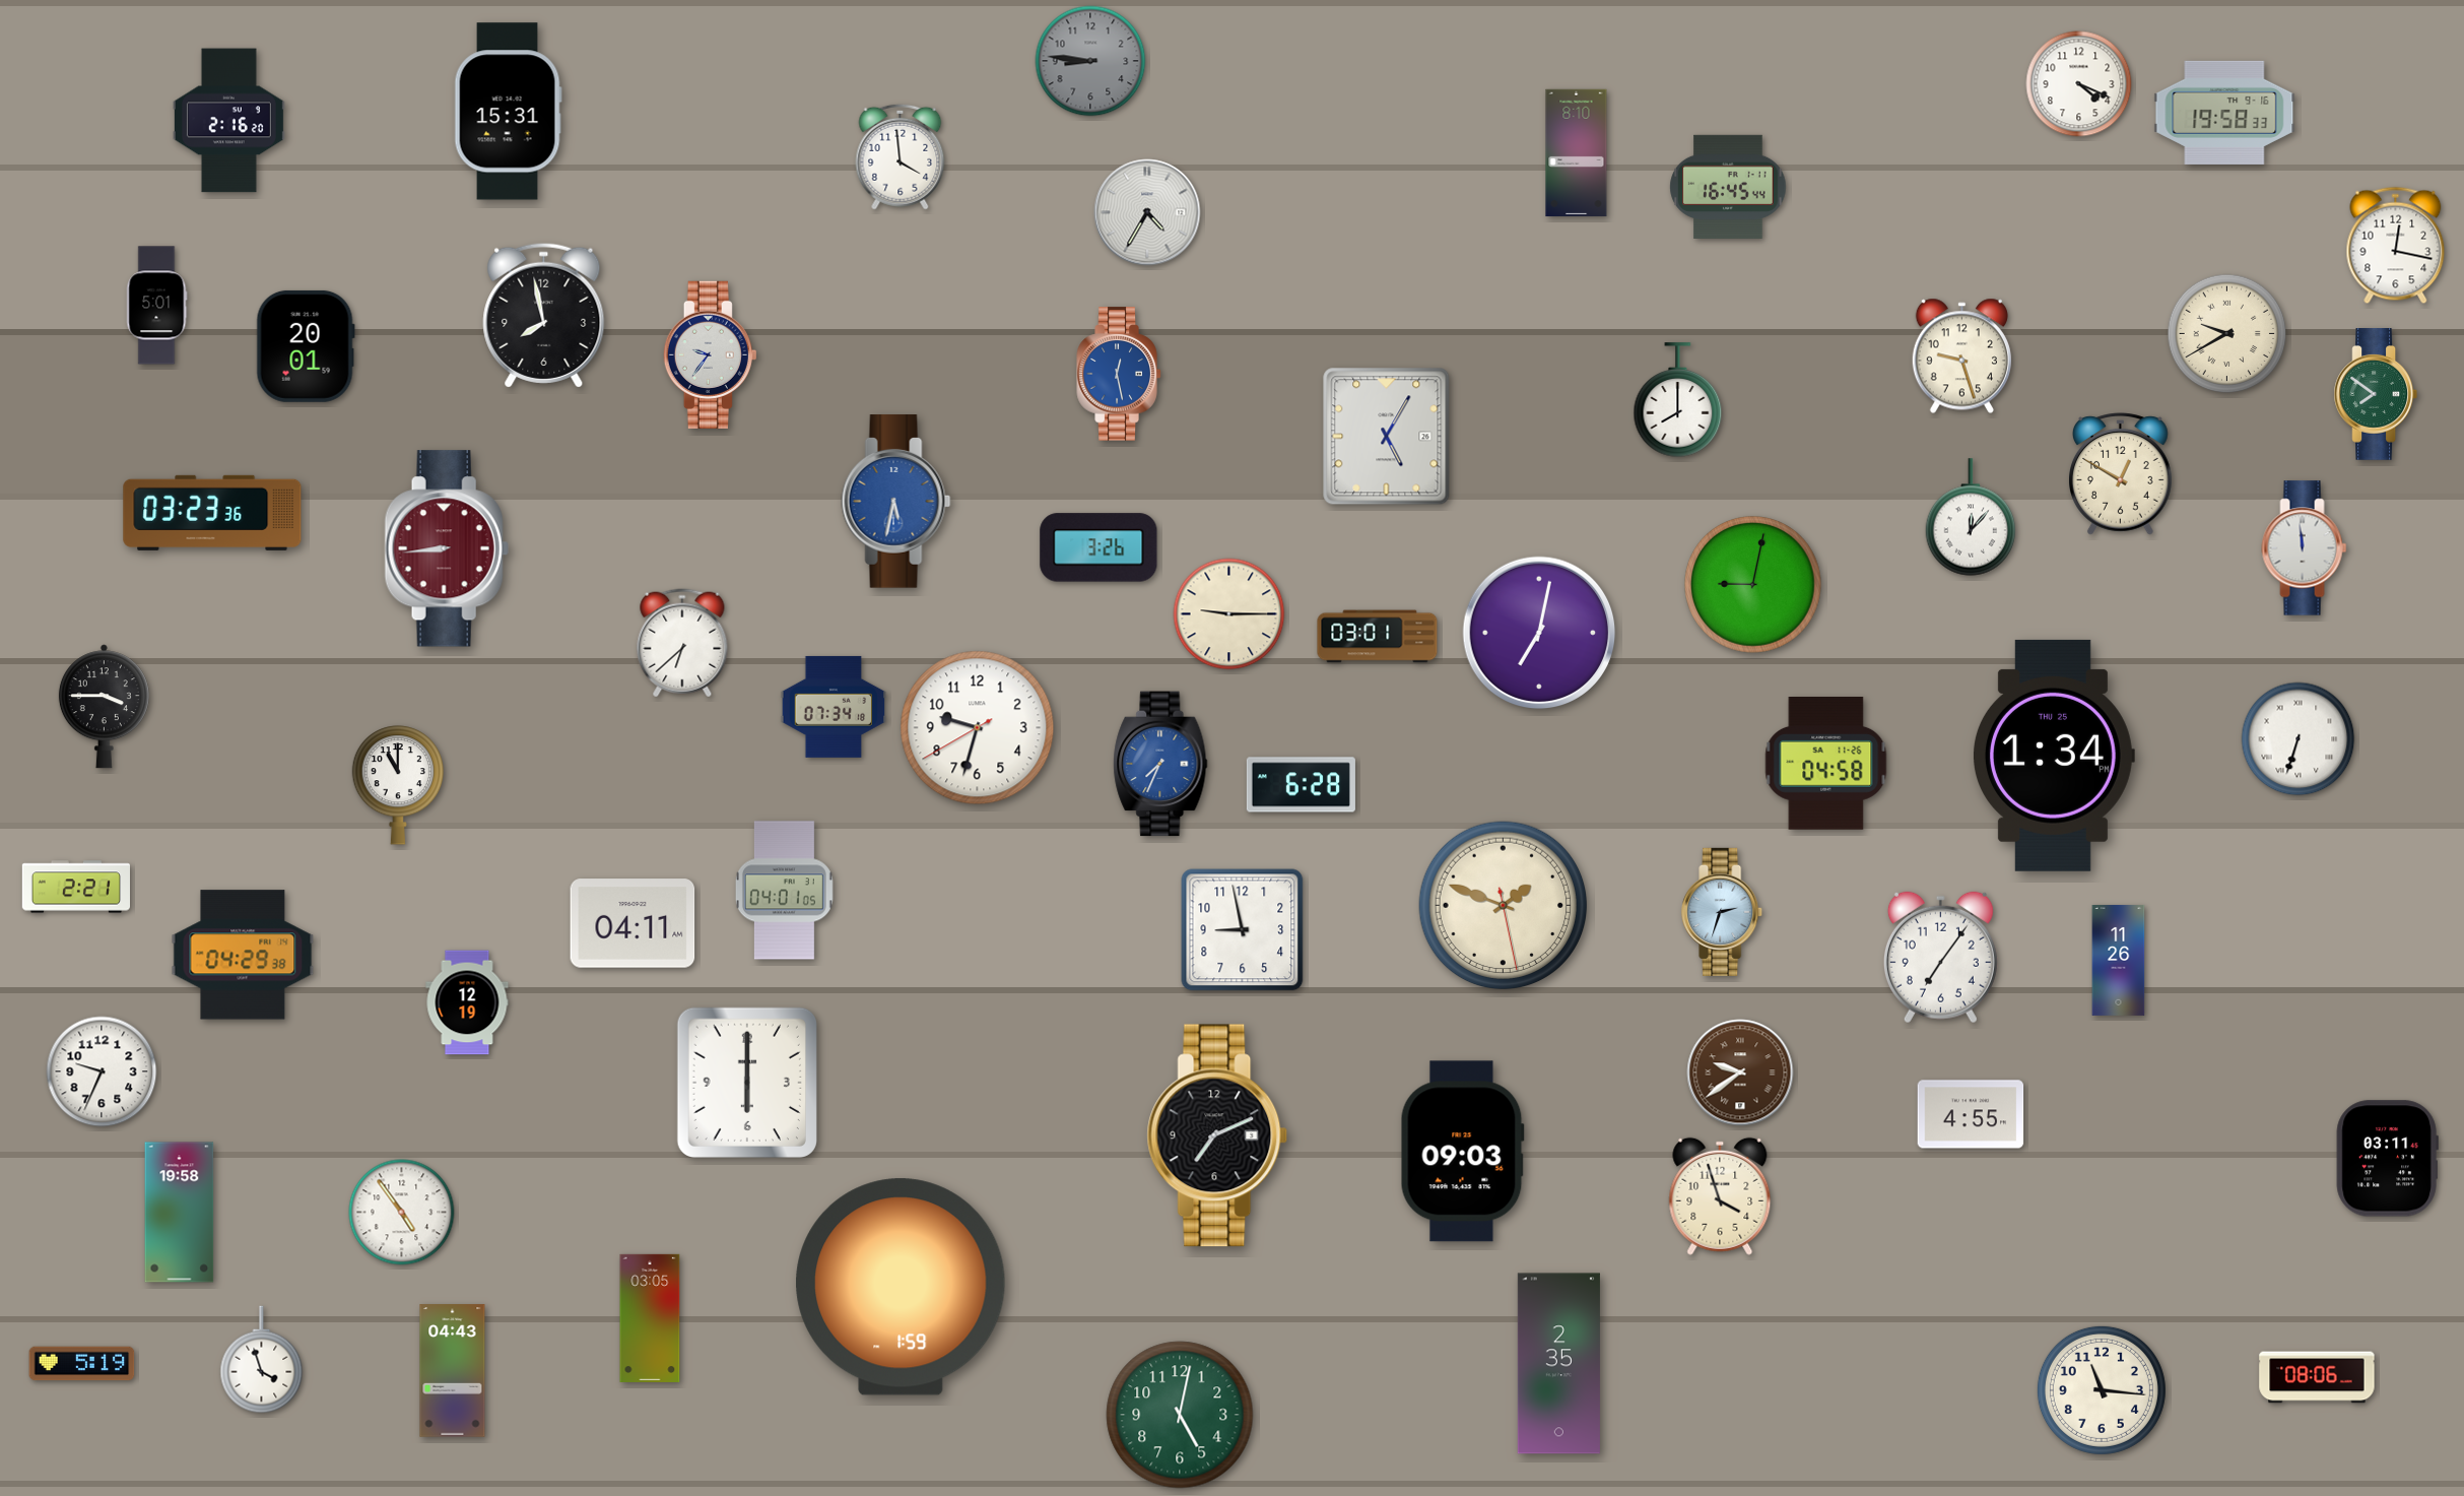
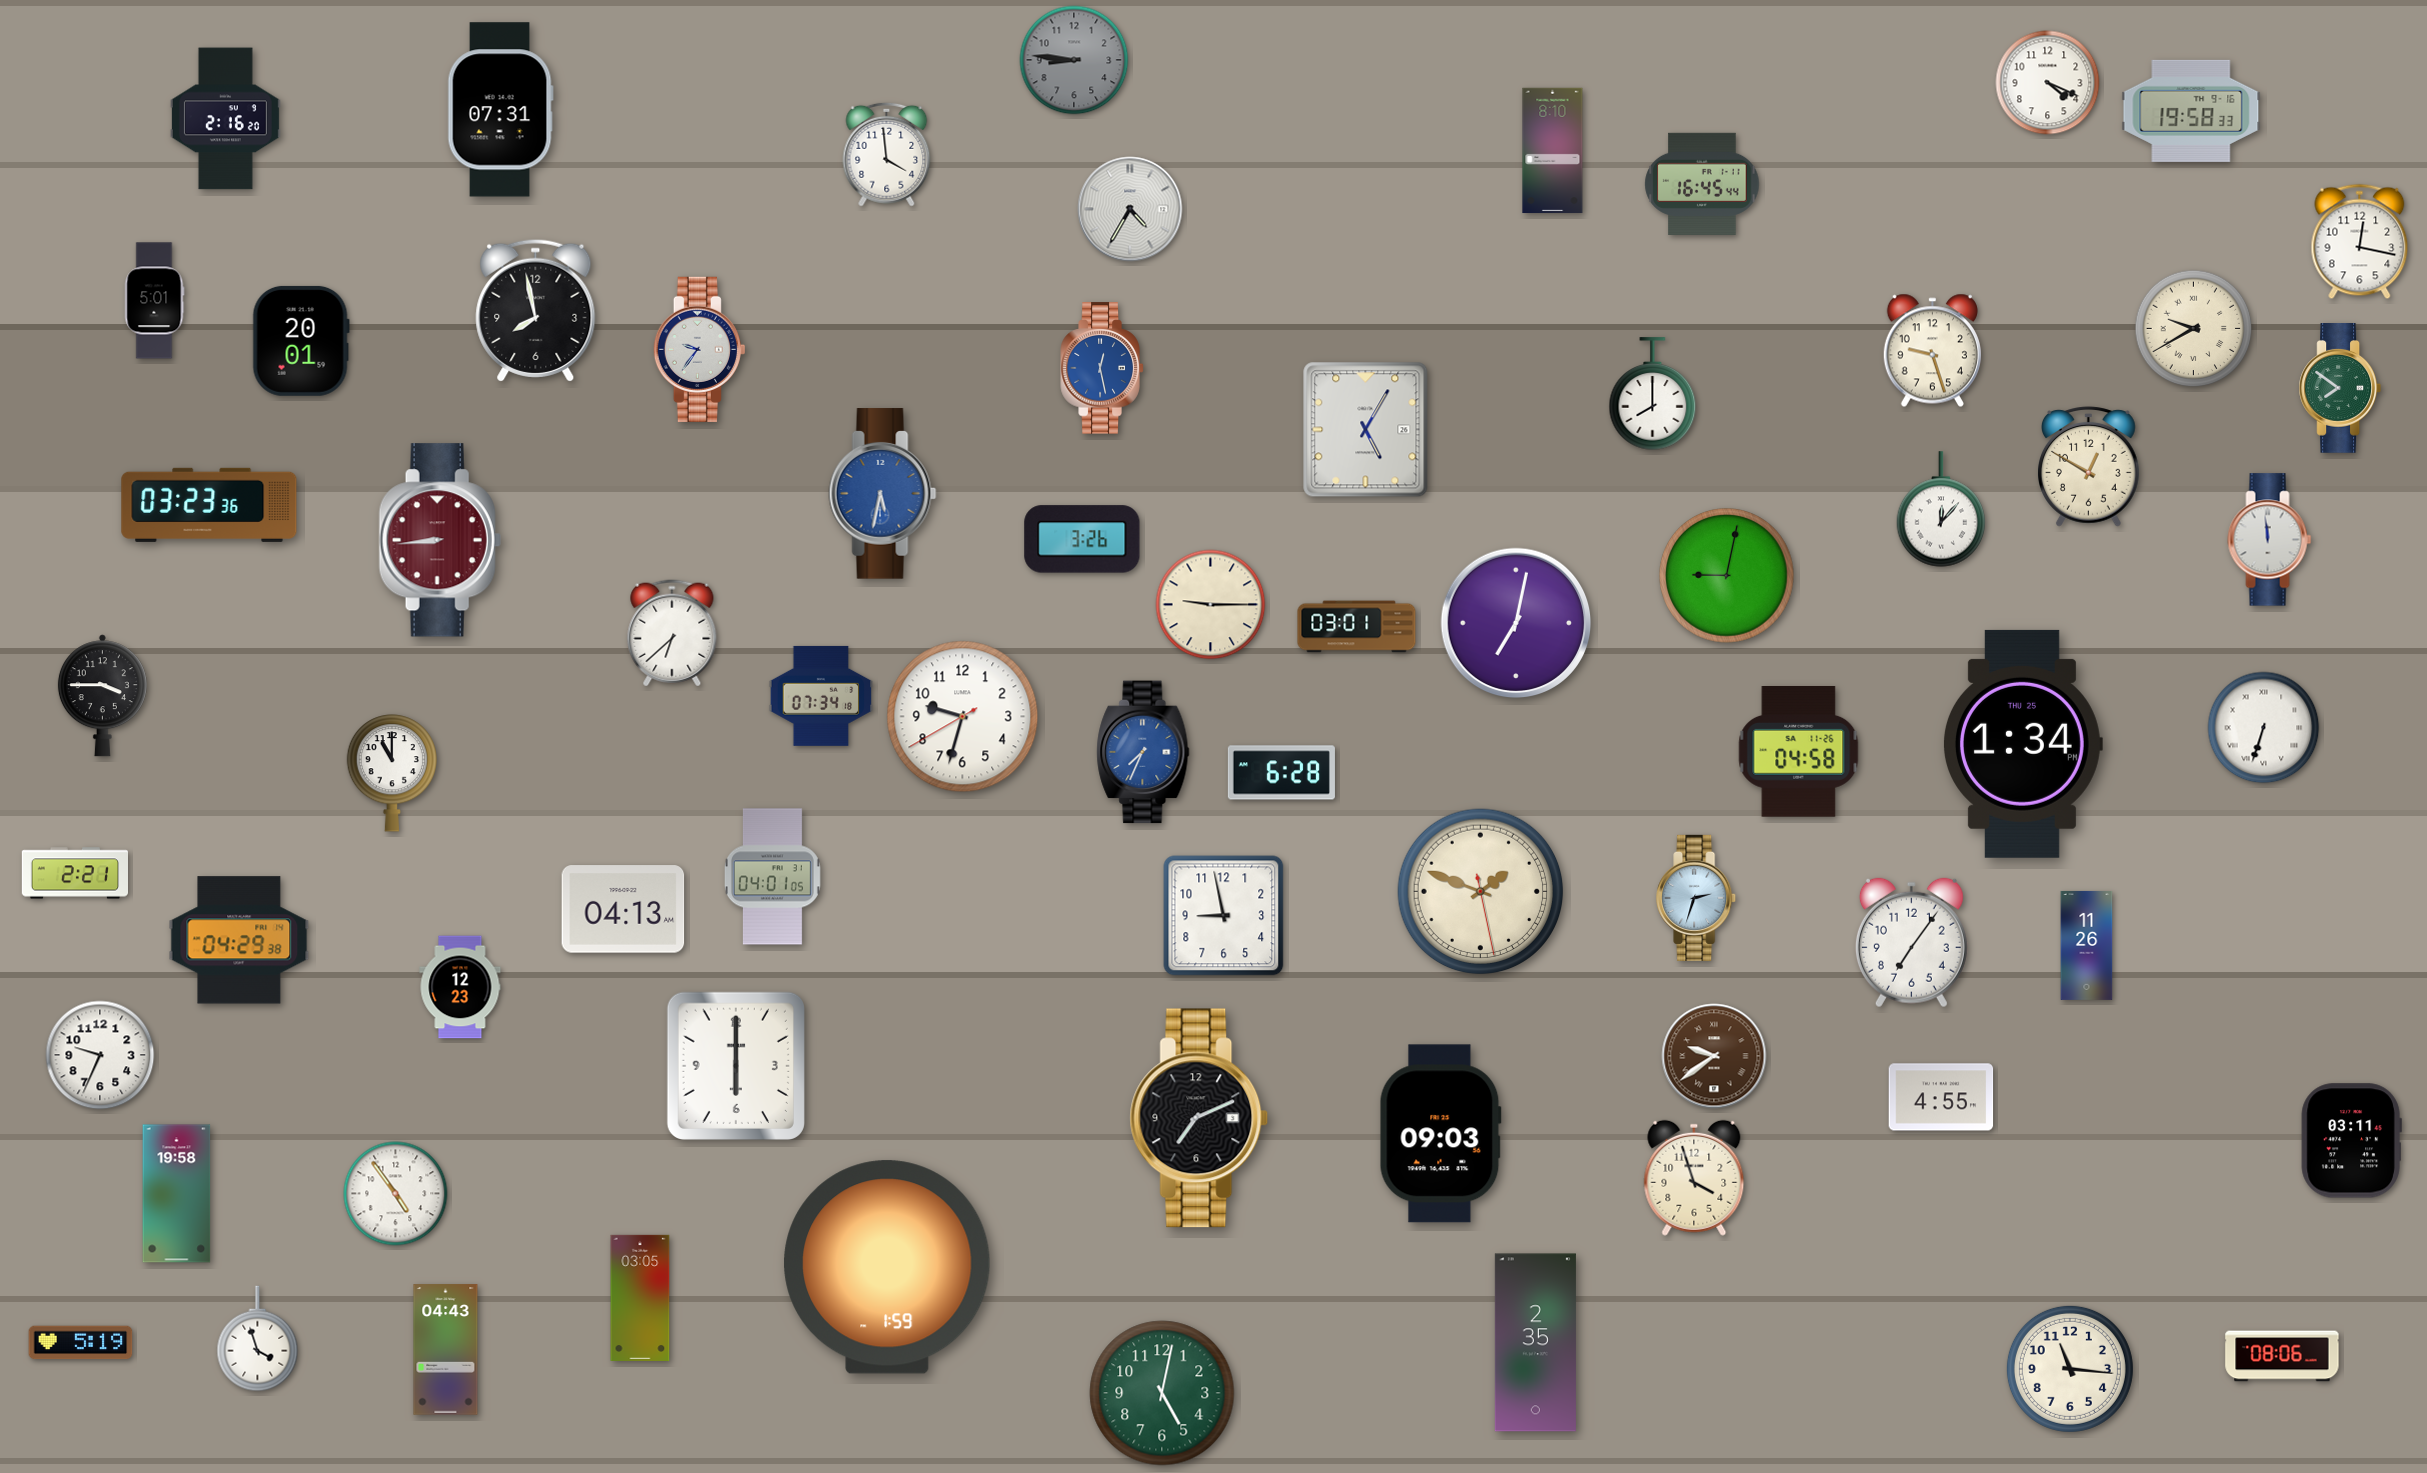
clock at (508, 112): 15:31 -> 07:31
clock at (632, 923): 04:11 -> 04:13
clock at (467, 1002): 12:19 -> 12:23
